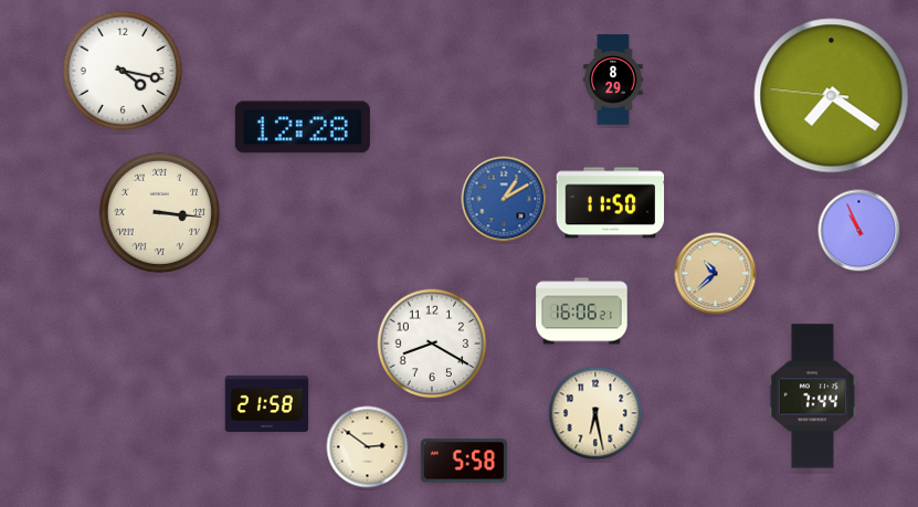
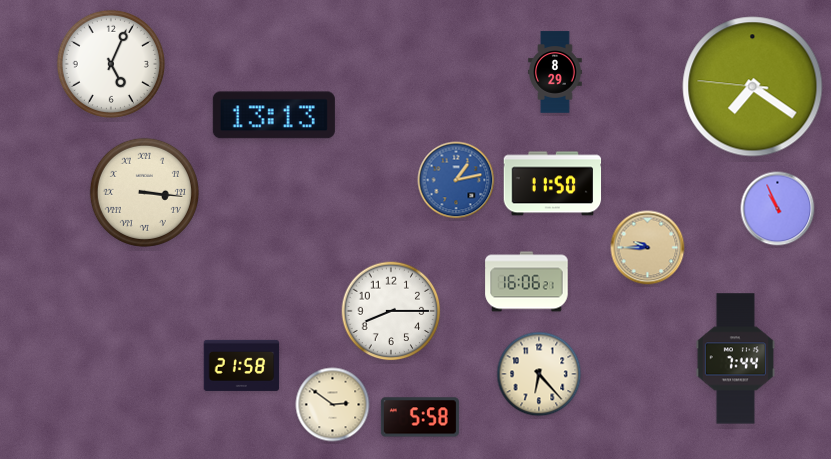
clock at (123, 71): 4:17 -> 5:04
clock at (303, 127): 12:28 -> 13:13
clock at (504, 199): 1:10 -> 1:13
clock at (716, 274): 10:38 -> 9:45
clock at (432, 344): 8:20 -> 8:15
clock at (595, 413): 6:28 -> 6:23
